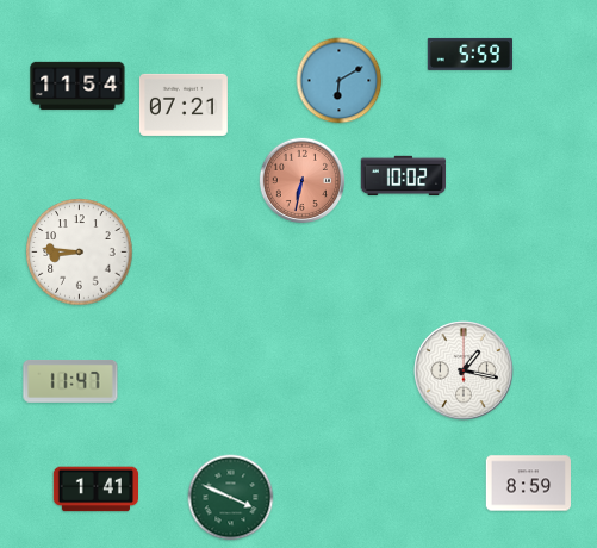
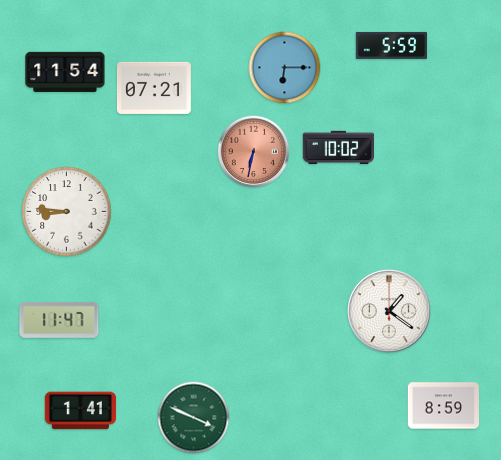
clock at (471, 54) position: (471, 54) -> (392, 45)
clock at (340, 81): 6:10 -> 6:15
clock at (464, 370): 1:17 -> 1:21
